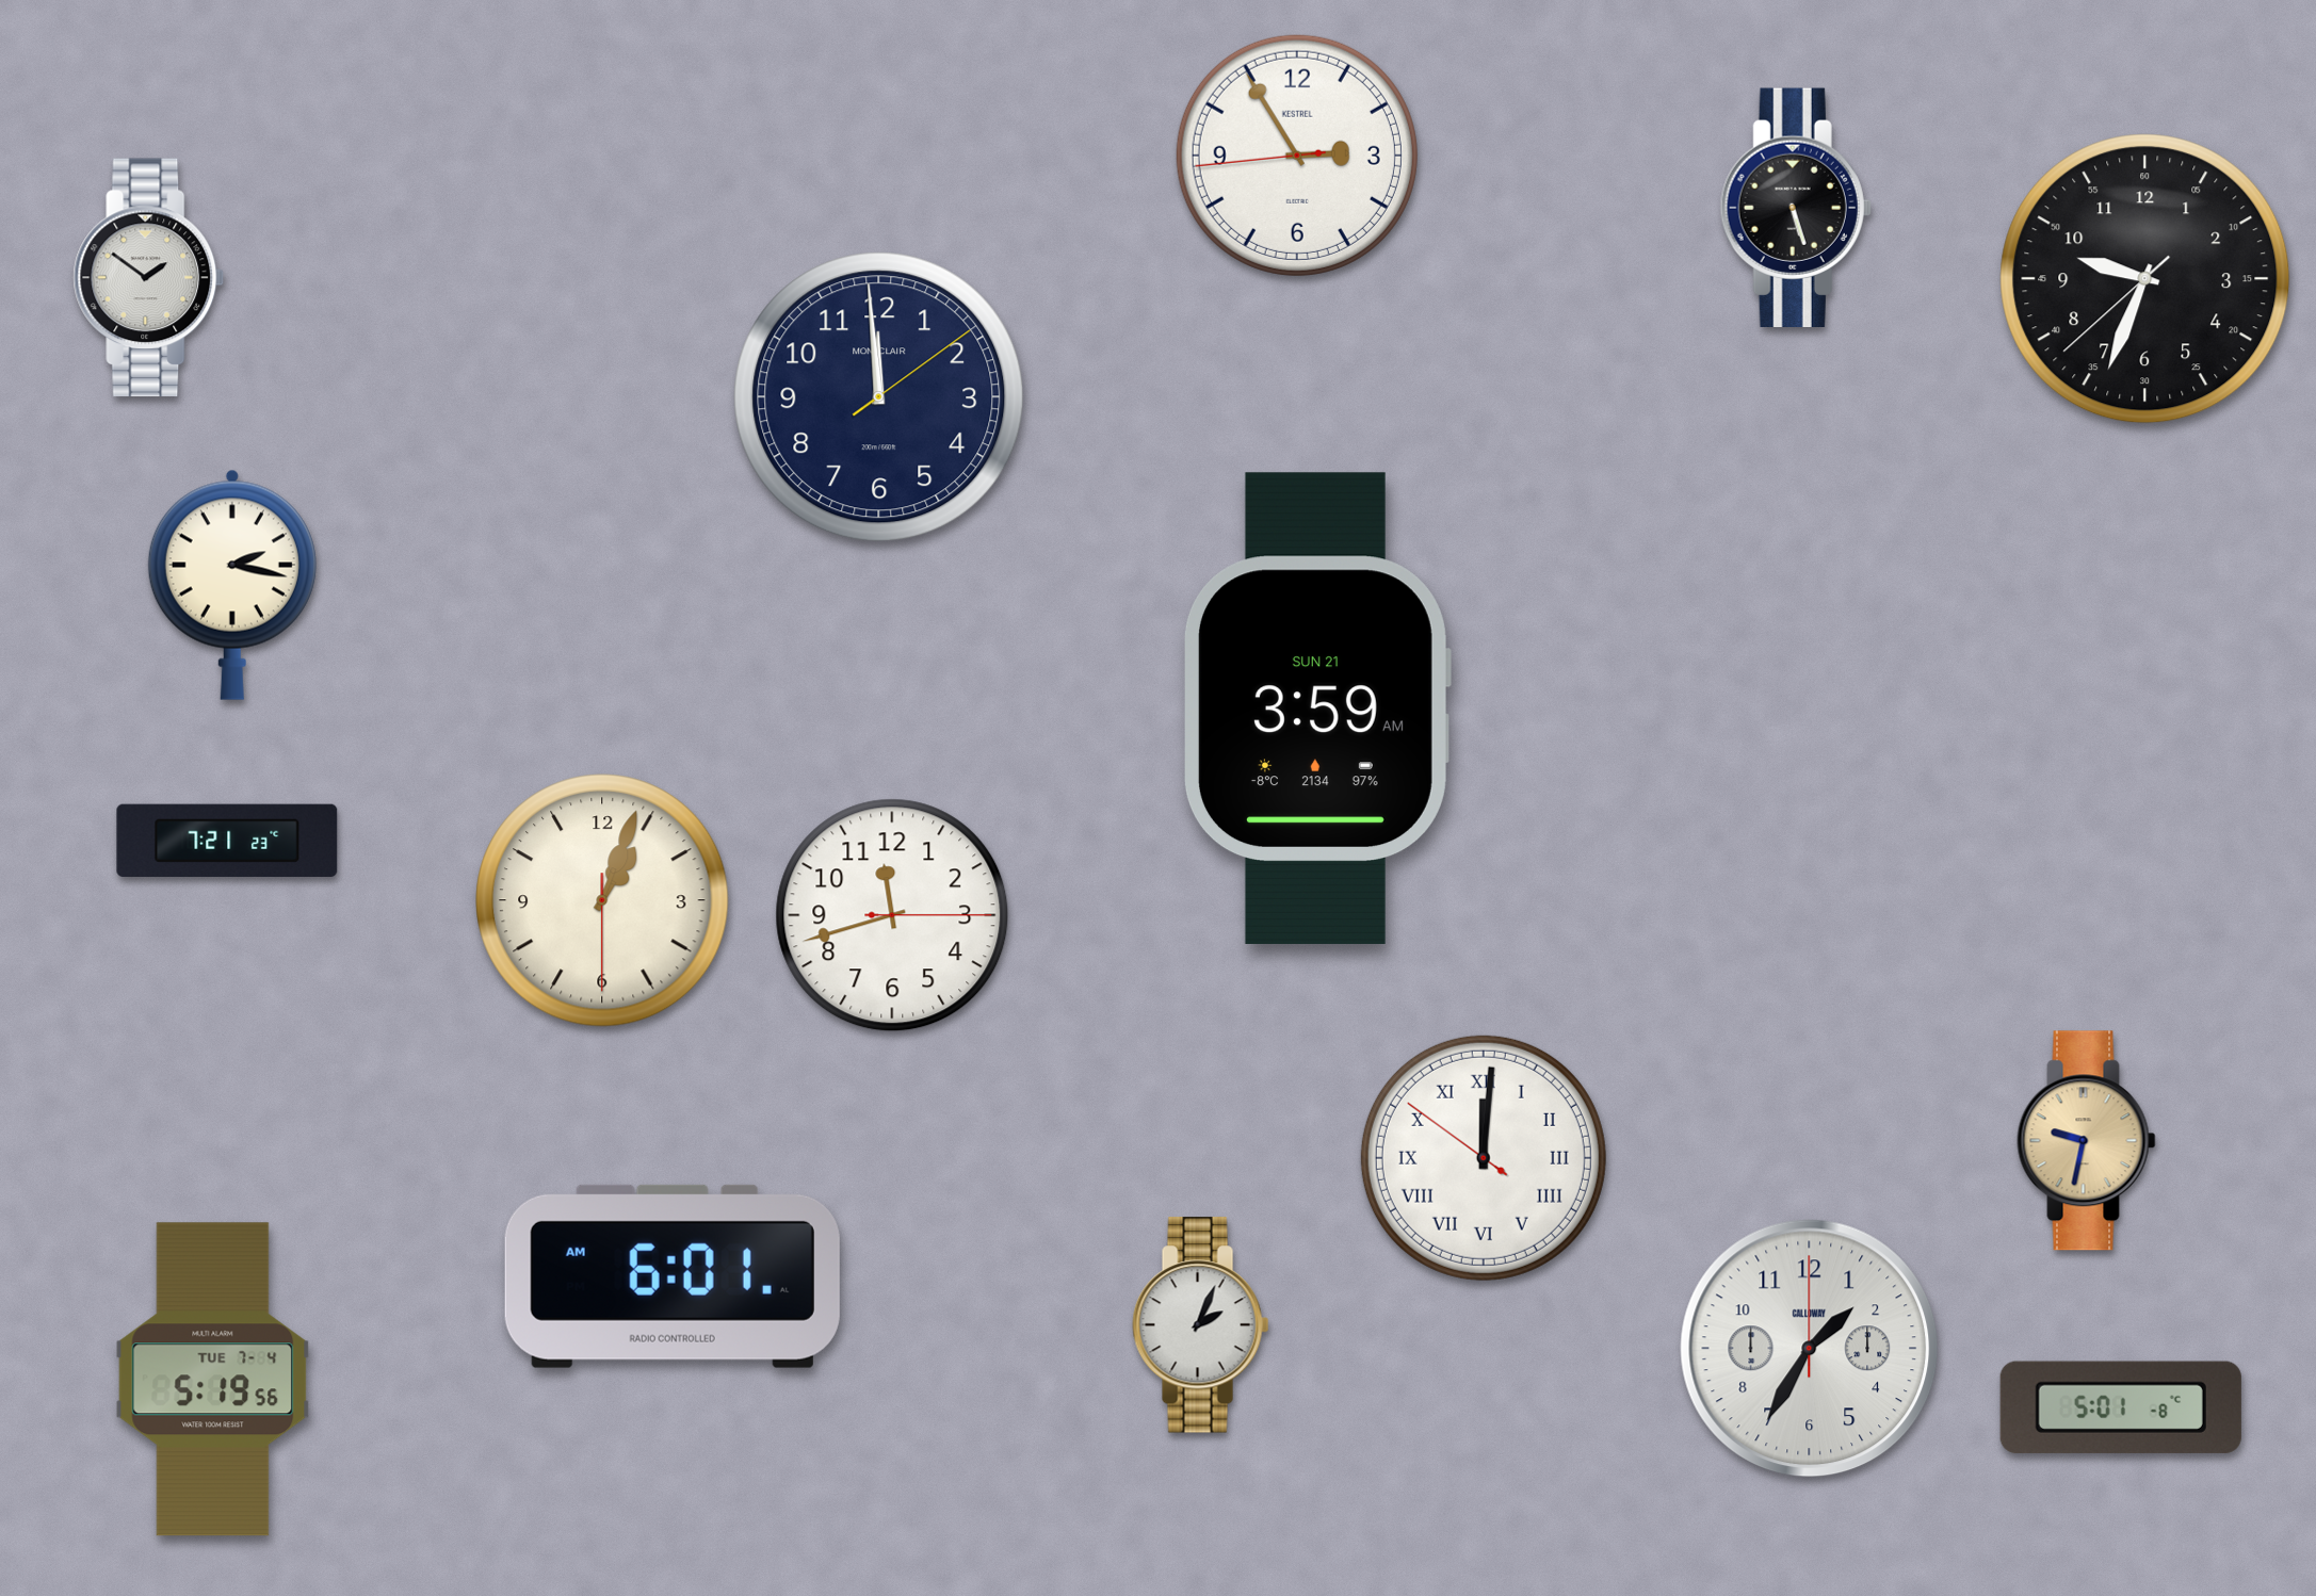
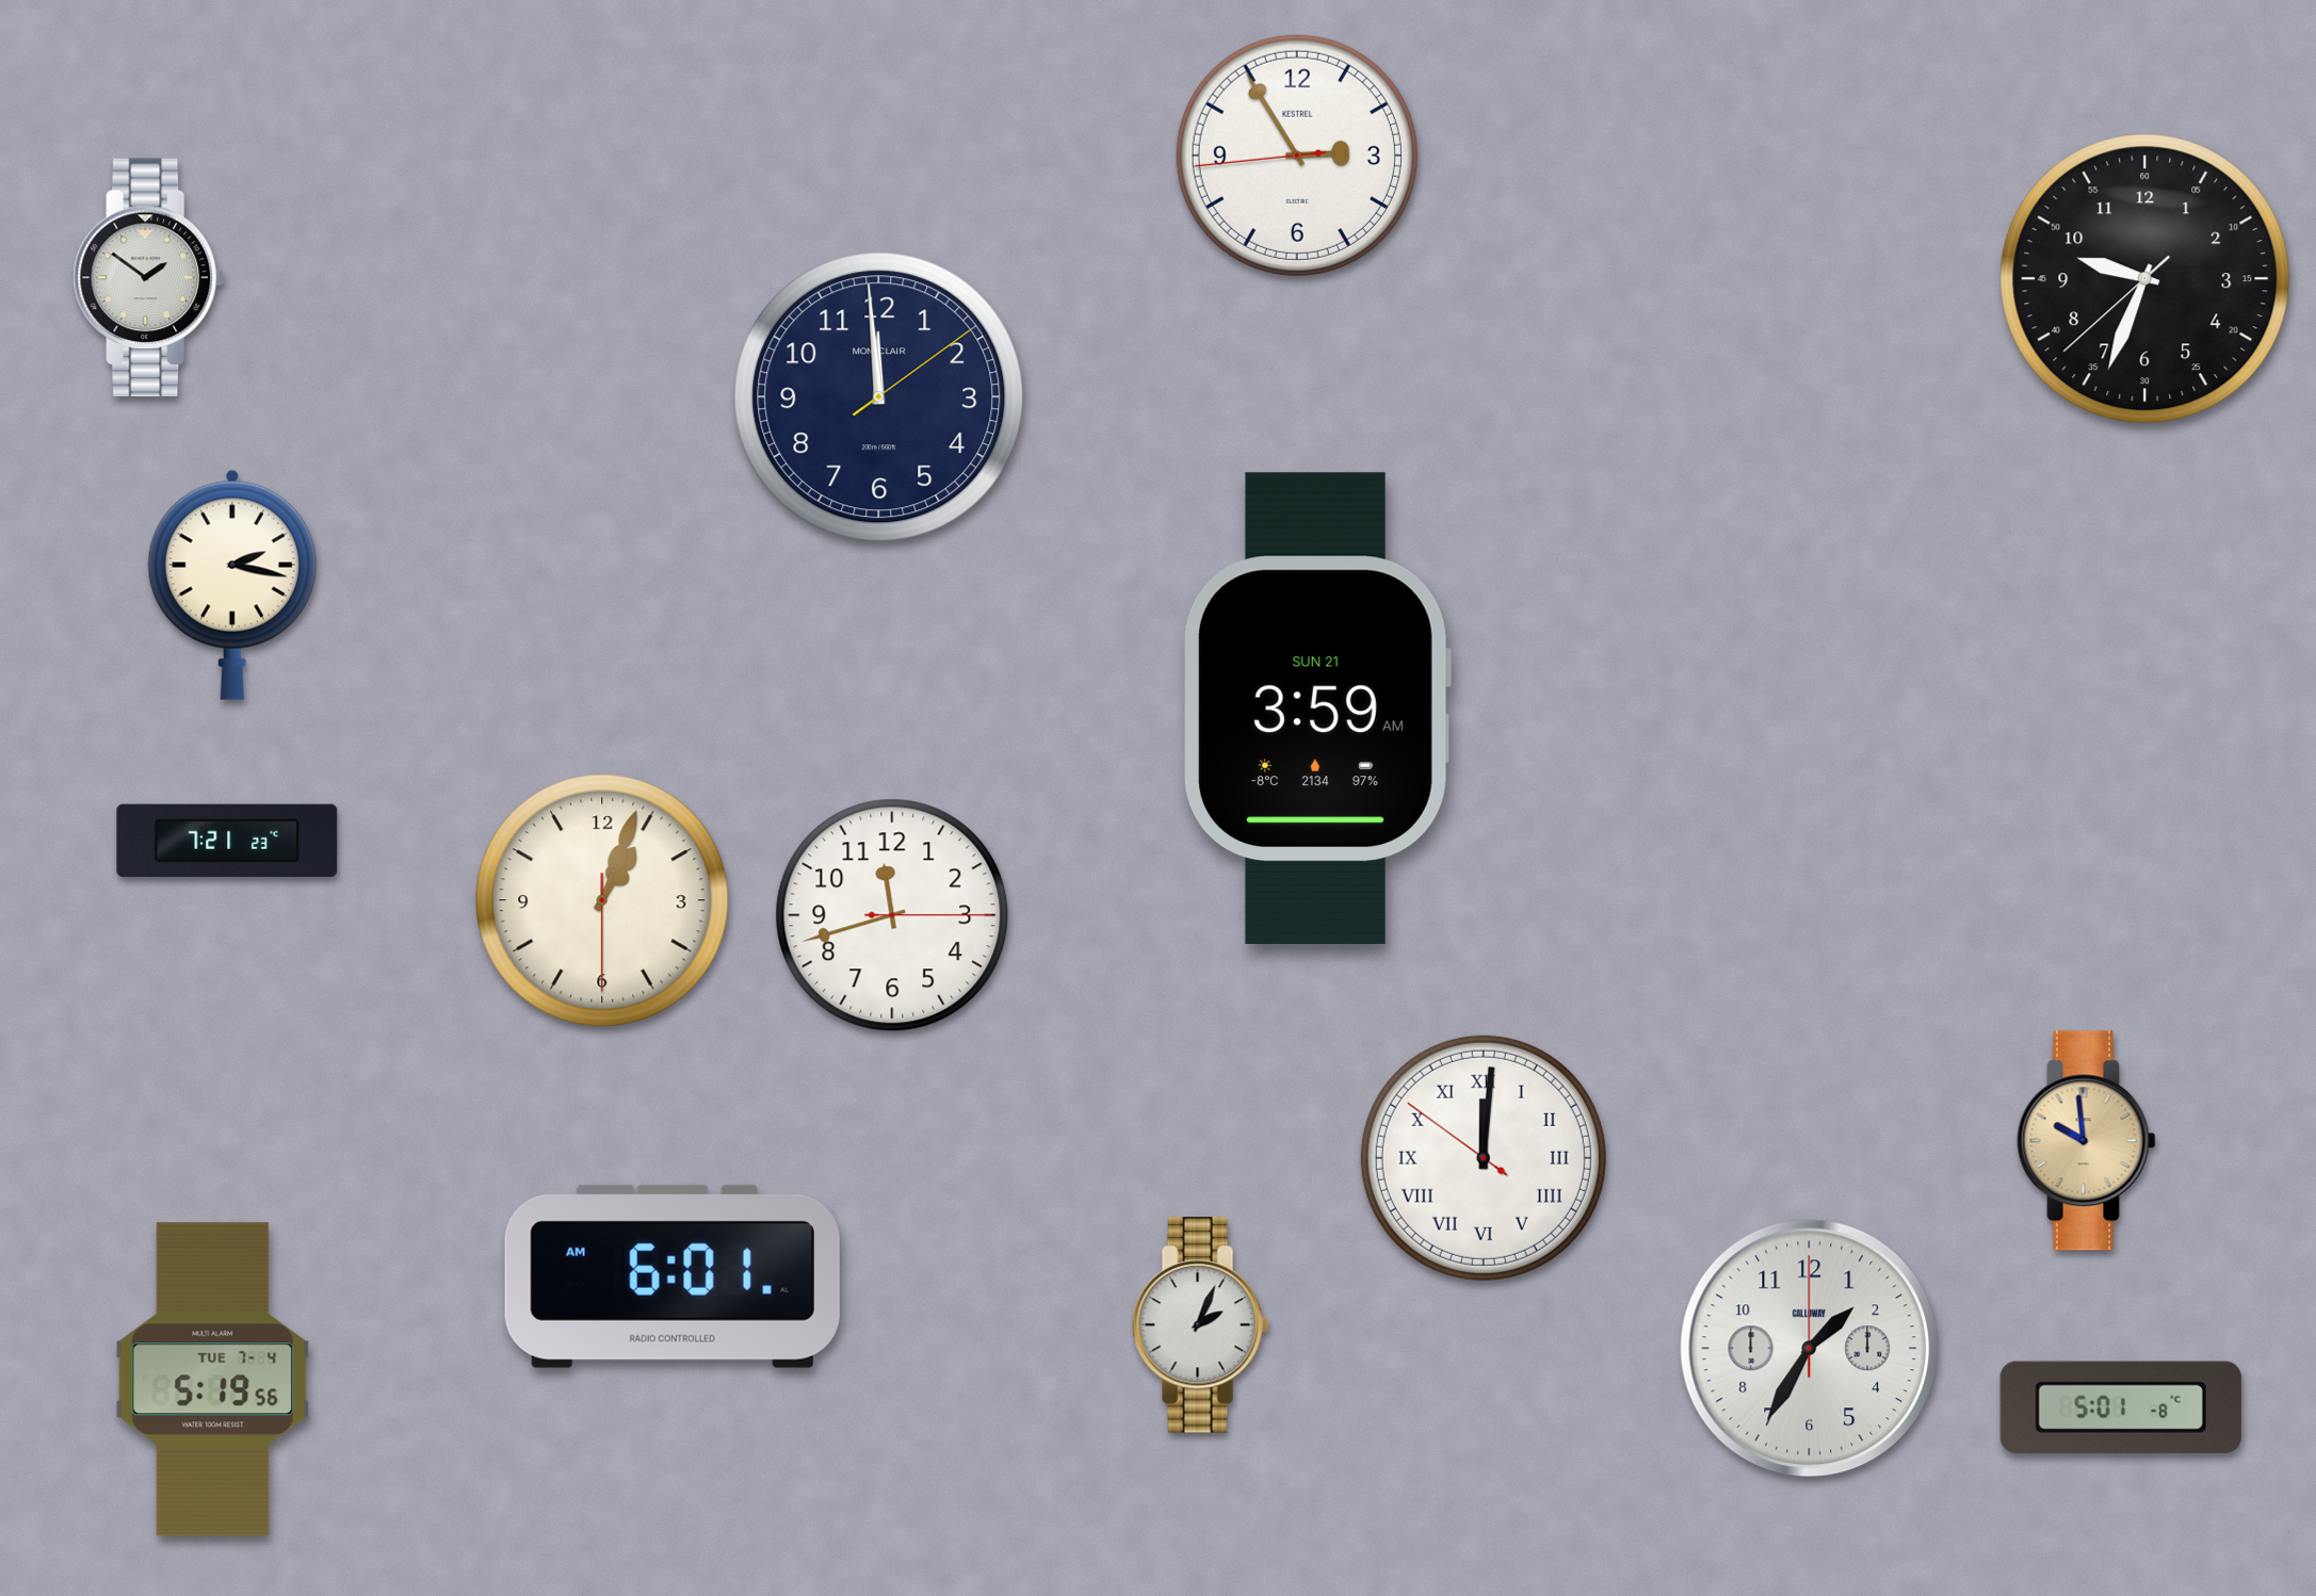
clock at (1796, 207): 5:27 -> none
clock at (2087, 1141): 9:32 -> 9:59
